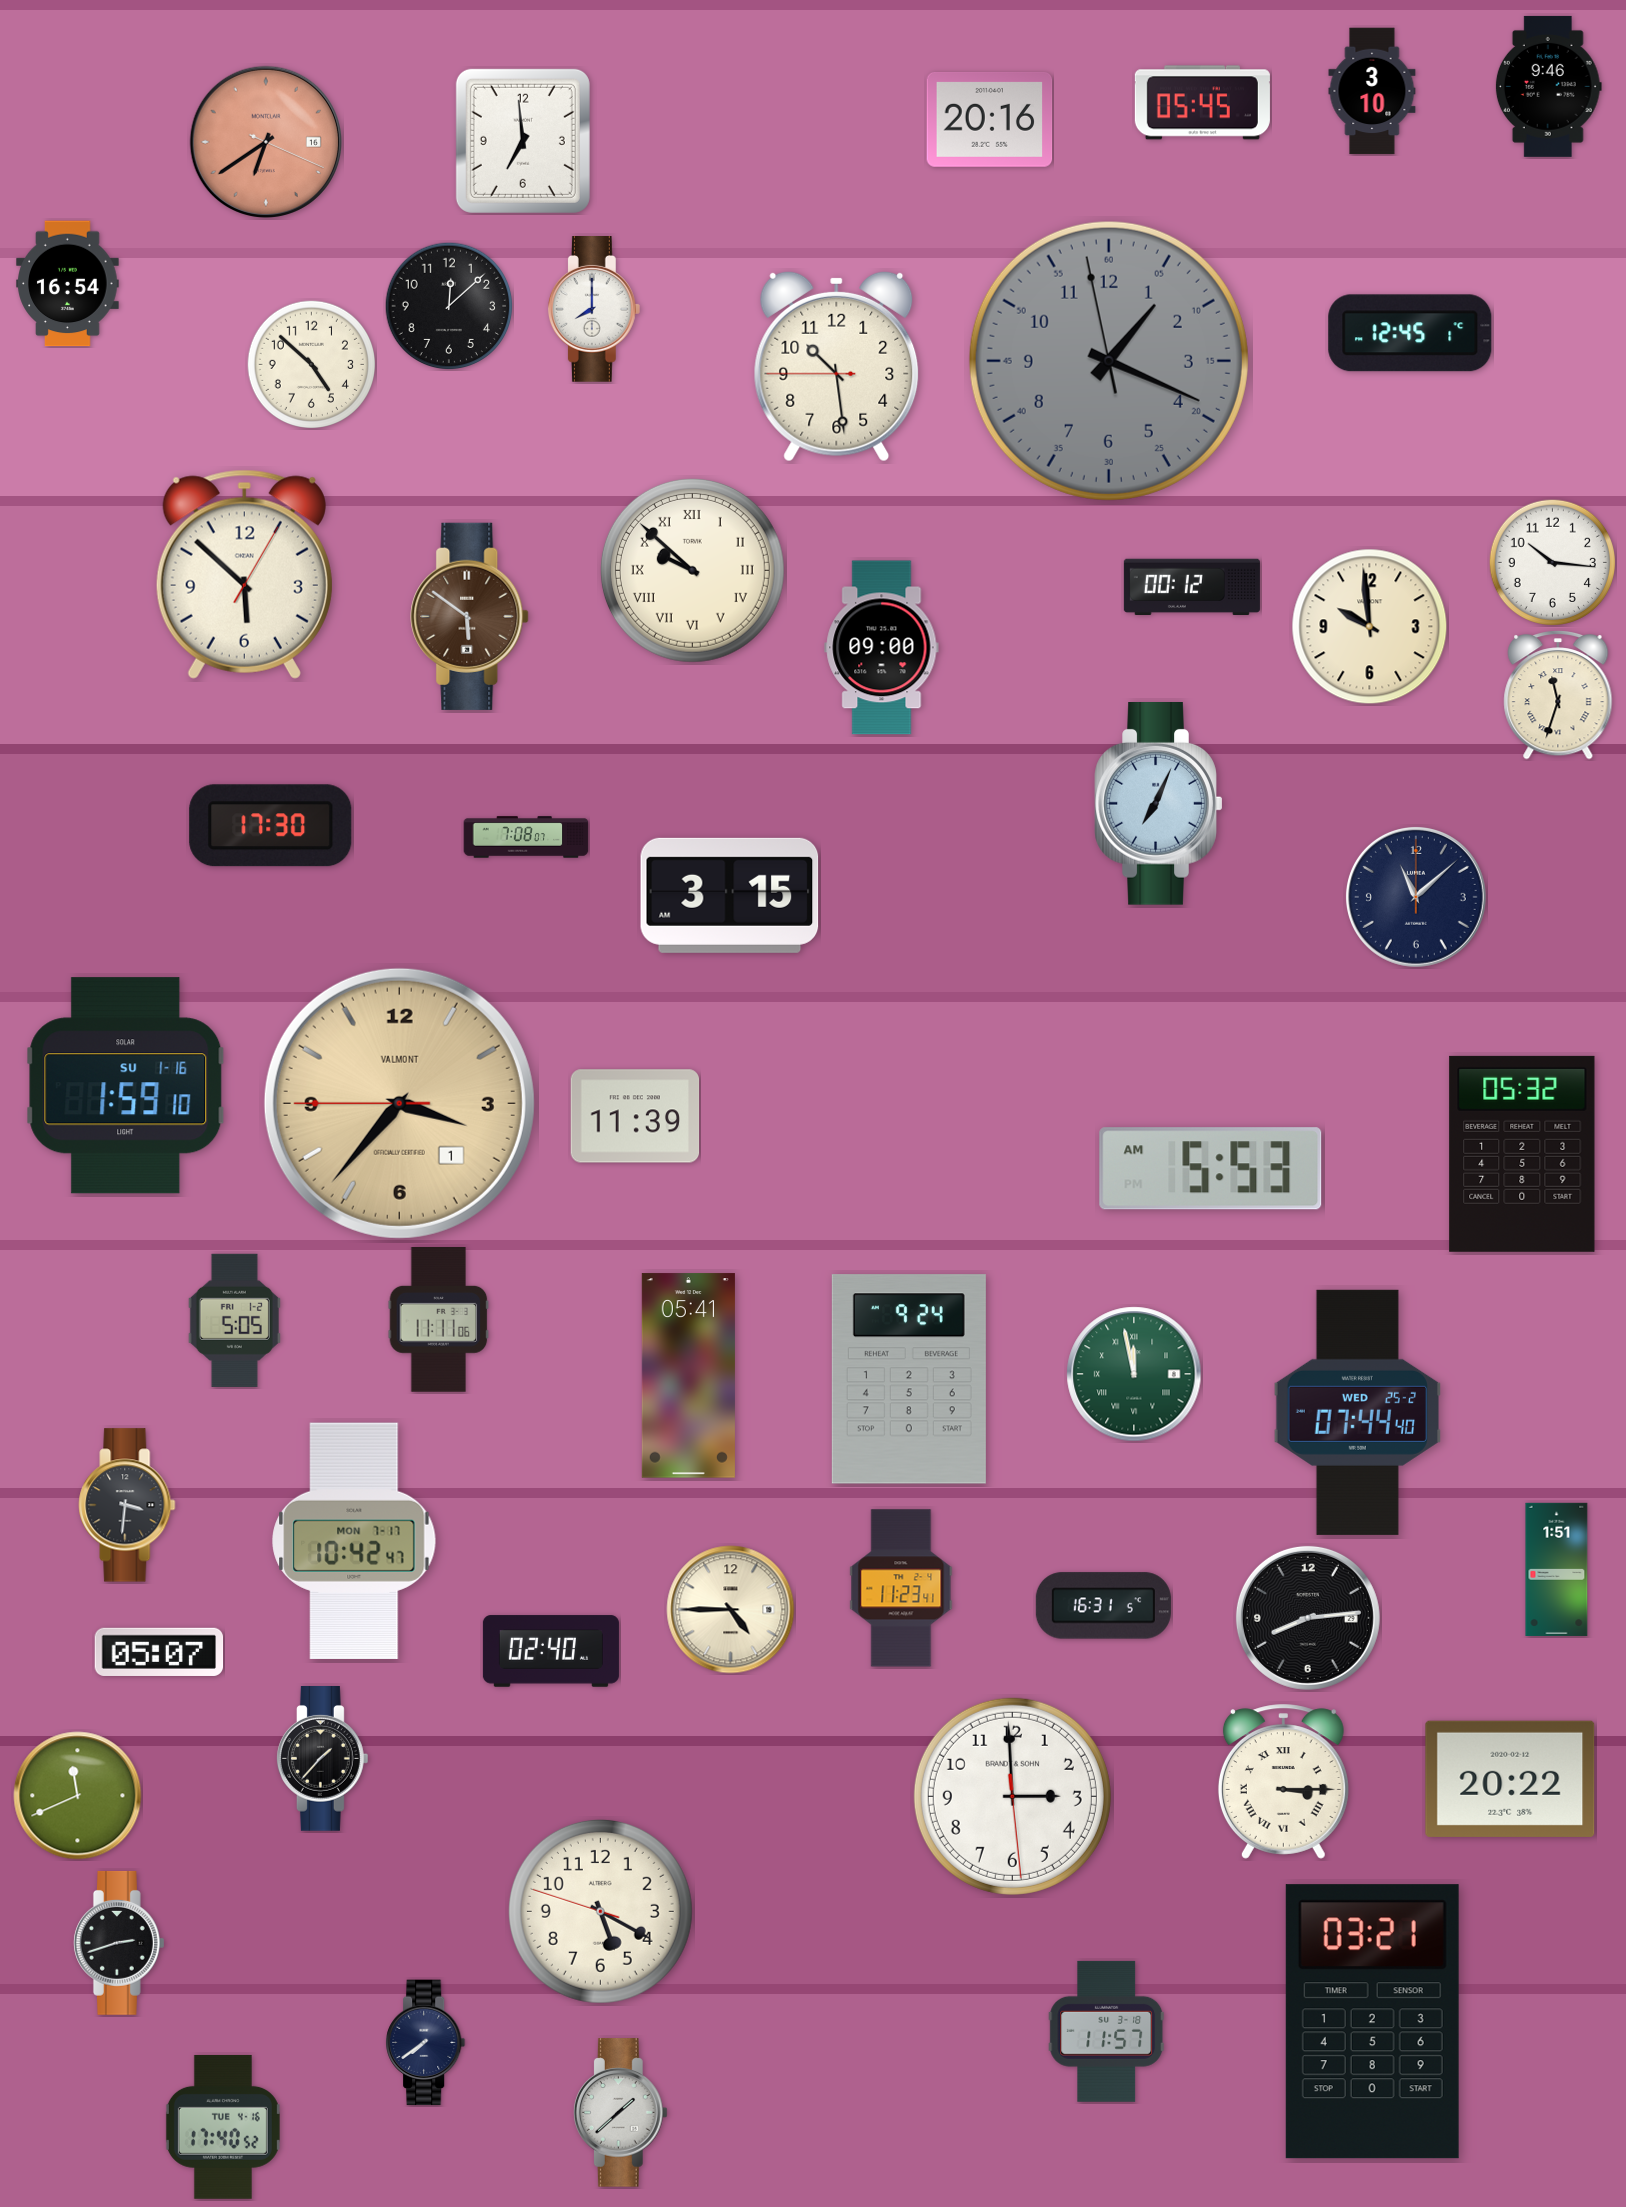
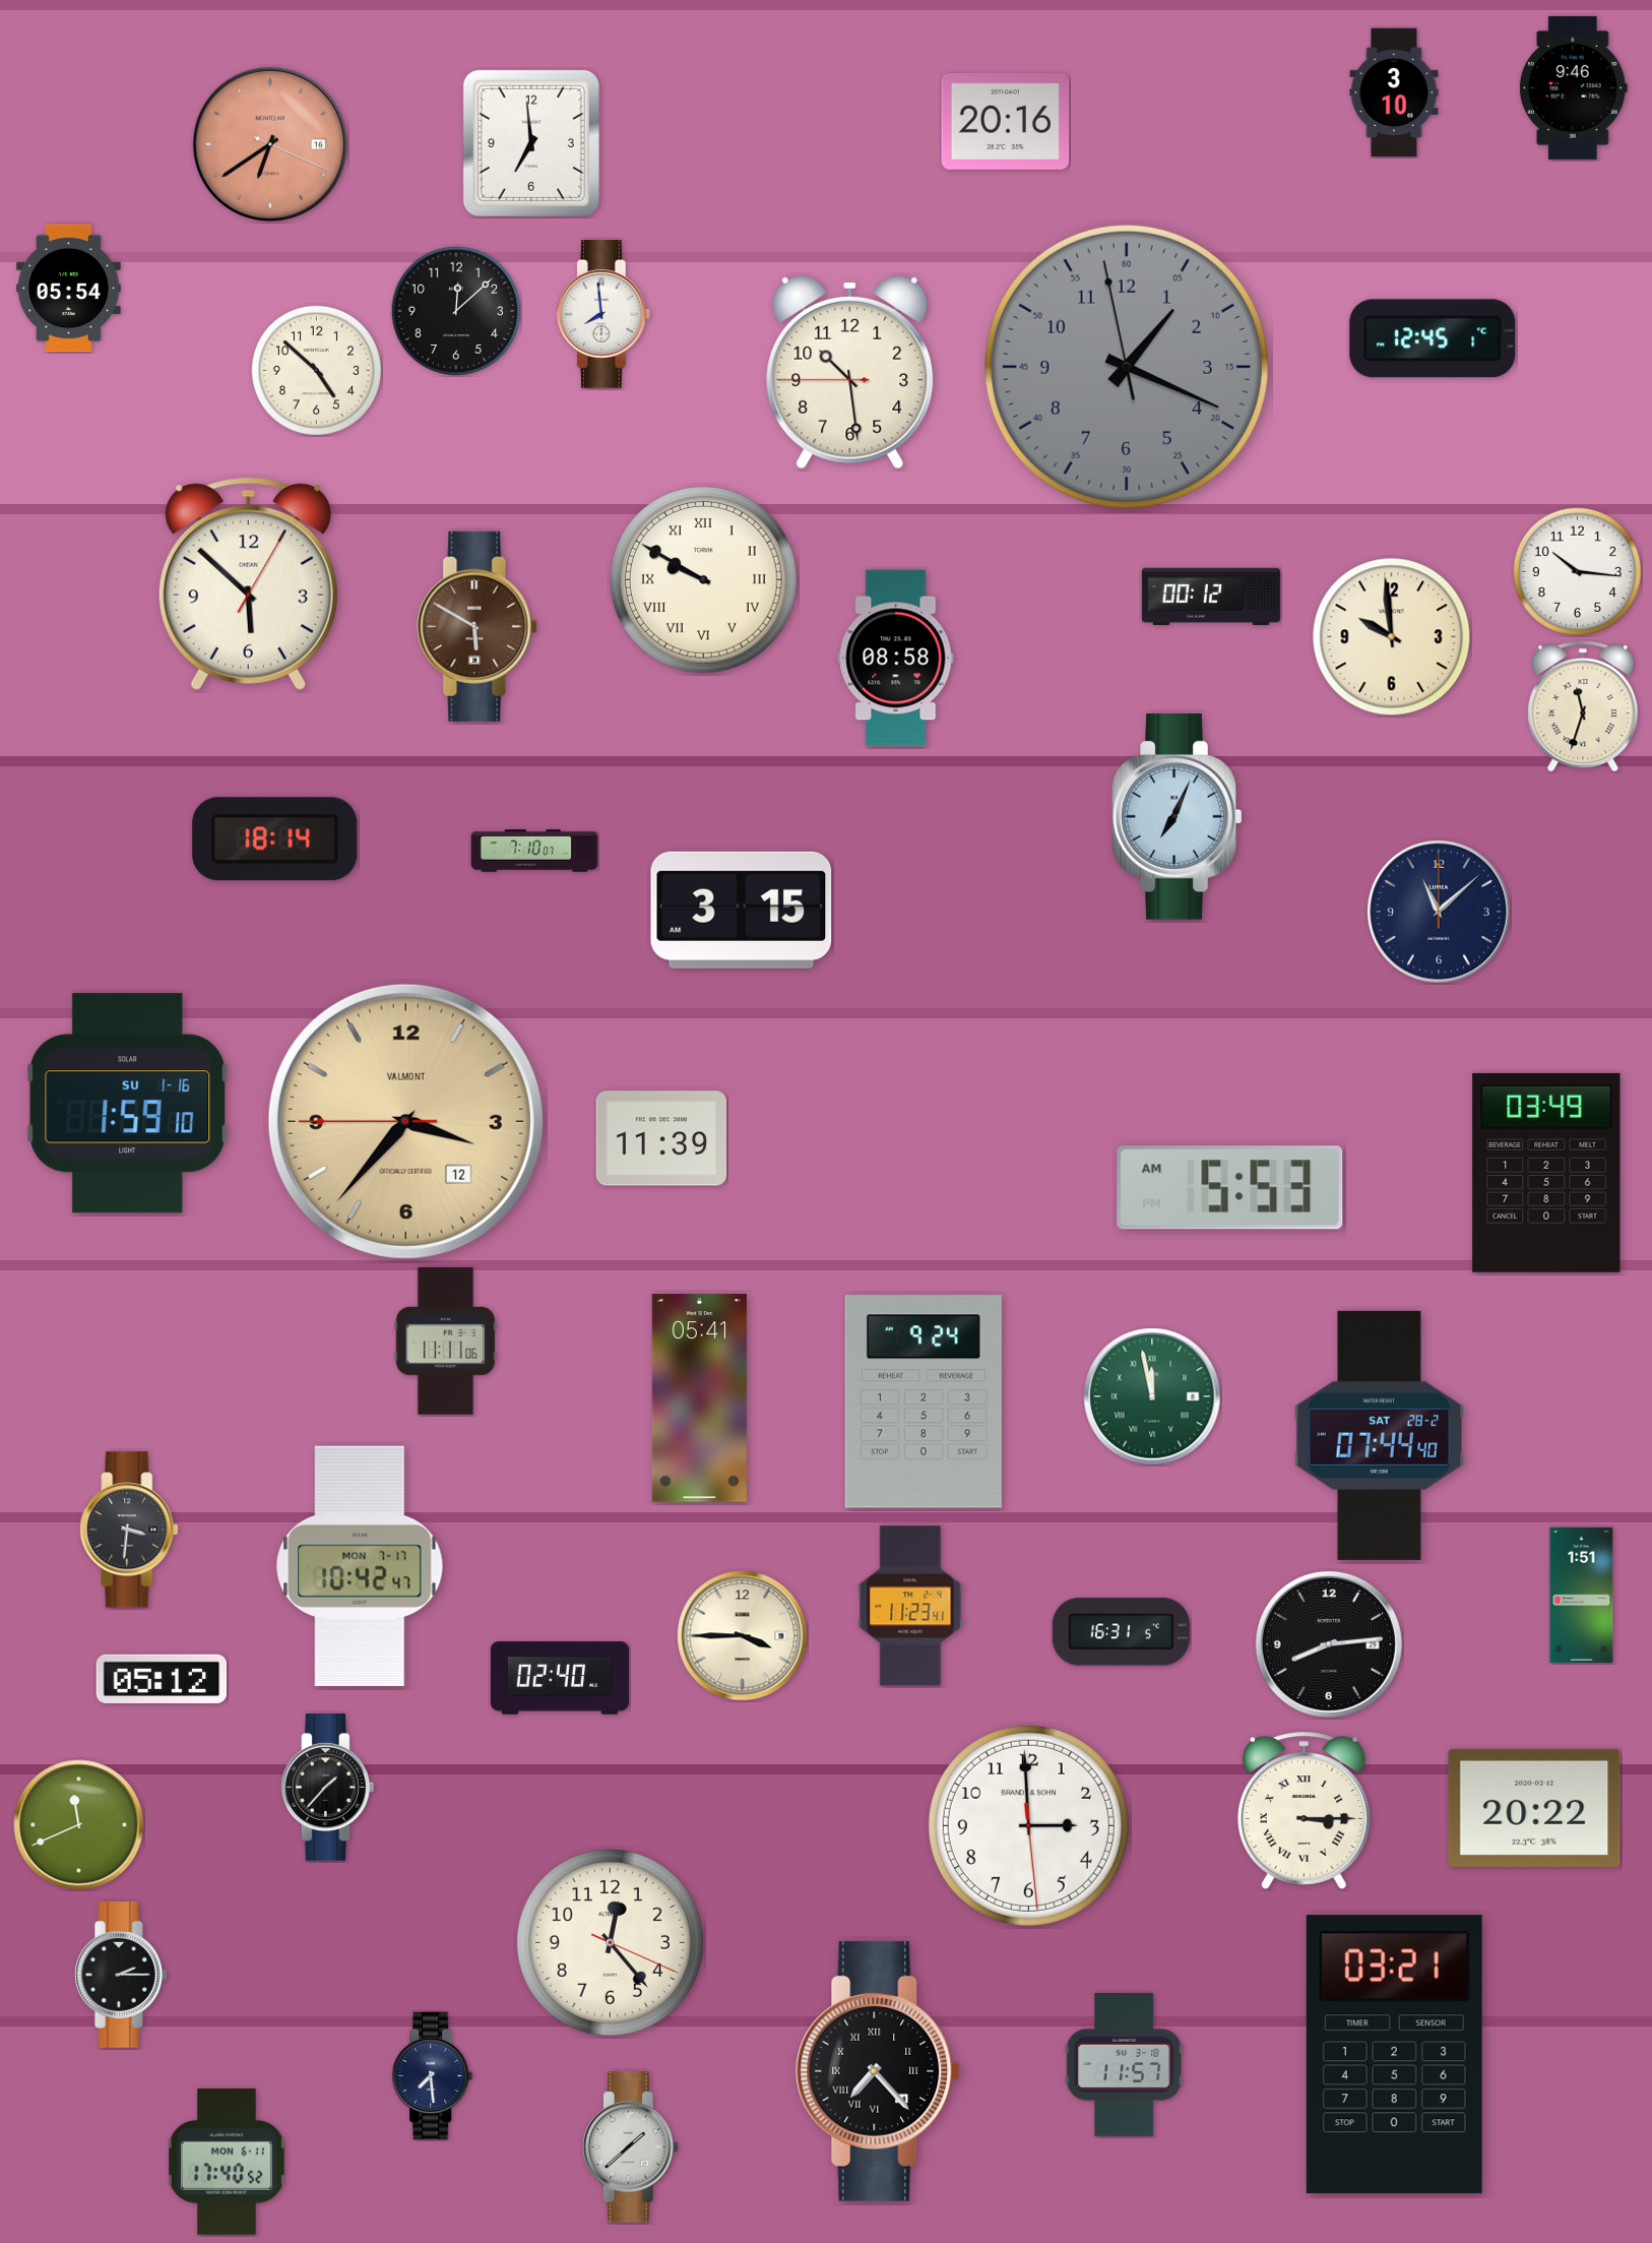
clock at (1202, 103): 05:45 -> none
clock at (68, 284): 16:54 -> 05:54
clock at (594, 310): 8:00 -> 7:59
clock at (692, 570): 9:52 -> 9:50
clock at (470, 616): 5:51 -> 5:50
clock at (882, 648): 09:00 -> 08:58
clock at (271, 826): 17:30 -> 18:14
clock at (526, 837): 7:08 -> 7:10
clock at (399, 1103) date: 1 -> 12
clock at (635, 1116) position: (635, 1116) -> (661, 1138)
clock at (1522, 1154): 05:32 -> 03:49
clock at (234, 1320): 5:05 -> none
clock at (1357, 1412) date: WED 25-2 -> SAT 28-2
clock at (901, 1588) position: (901, 1588) -> (910, 1606)
clock at (731, 1610): 4:45 -> 3:45
clock at (159, 1652): 05:07 -> 05:12
clock at (600, 1911): 5:19 -> 12:23
clock at (119, 1943): 2:42 -> 2:15
clock at (878, 2071): none -> 7:23
clock at (426, 2043): 7:39 -> 7:29
clock at (223, 2127) date: TUE 4-16 -> MON 6-11
